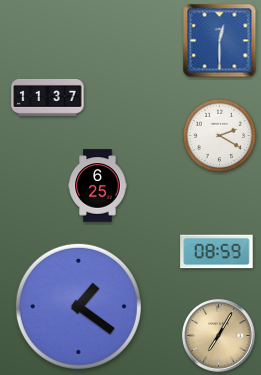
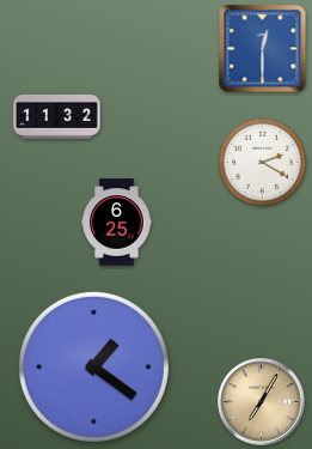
clock at (48, 97): 11:37 -> 11:32
clock at (217, 252): 08:59 -> none
